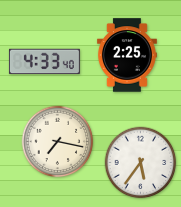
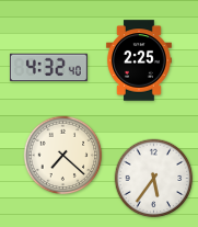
clock at (44, 62): 4:33 -> 4:32
clock at (58, 142): 7:17 -> 7:22
